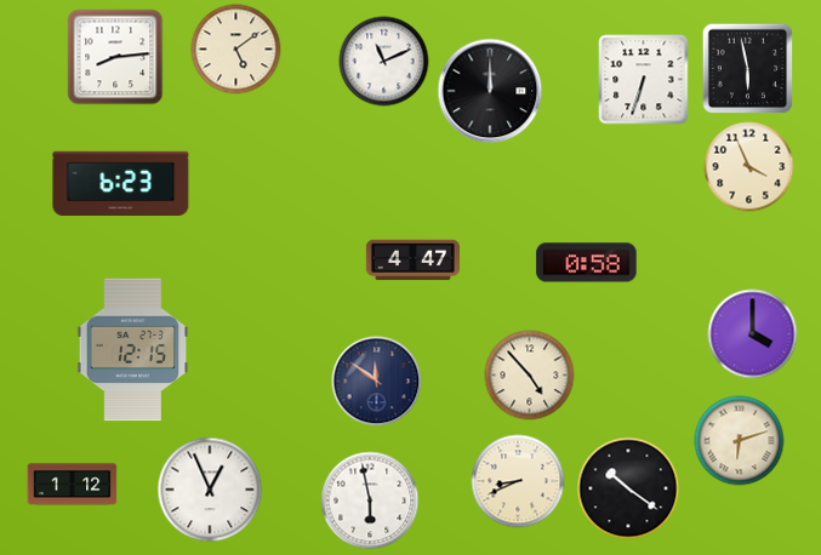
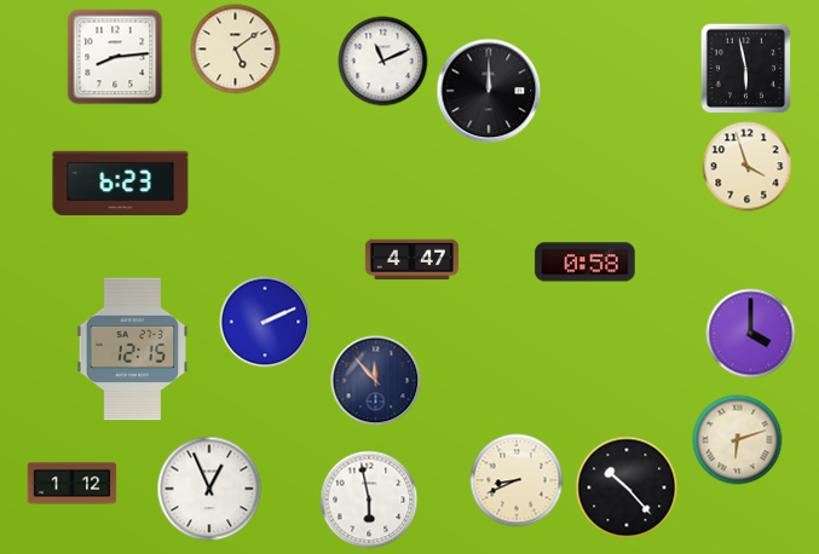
clock at (644, 80): 6:33 -> none
clock at (749, 167): 3:56 -> 3:57
clock at (265, 322): none -> 2:11
clock at (530, 376): 4:53 -> none
clock at (377, 382): 11:51 -> 11:53
clock at (628, 488): 10:21 -> 10:23
